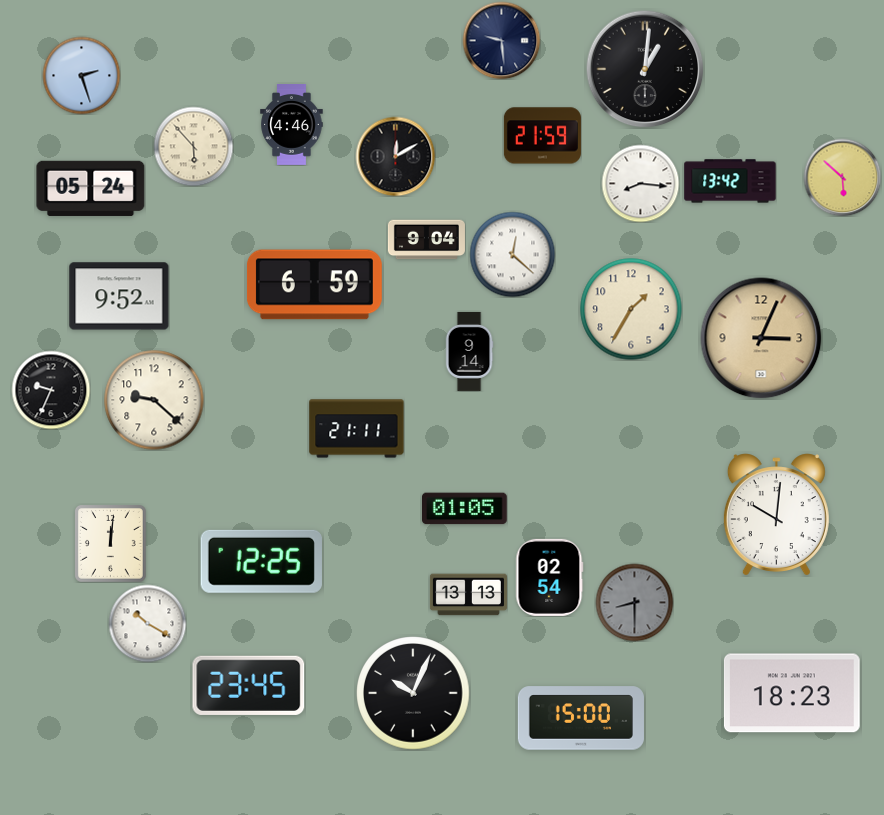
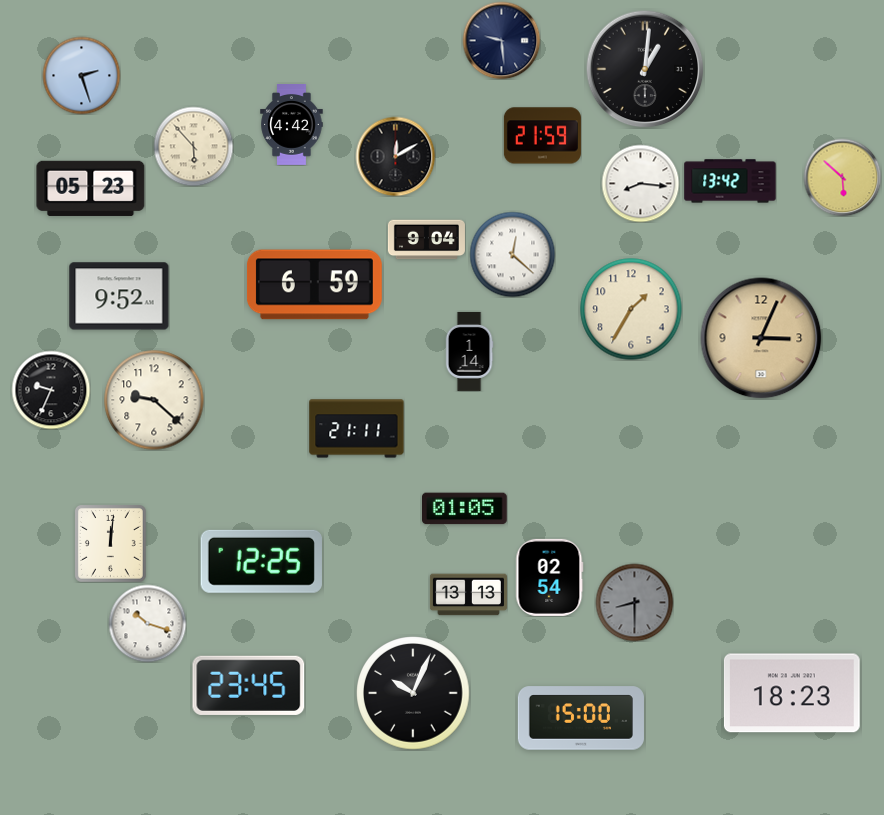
clock at (292, 125): 4:46 -> 4:42
clock at (91, 188): 05:24 -> 05:23
clock at (469, 351): 9:14 -> 1:14
clock at (776, 514): 10:01 -> none
clock at (147, 623): 10:20 -> 10:18
